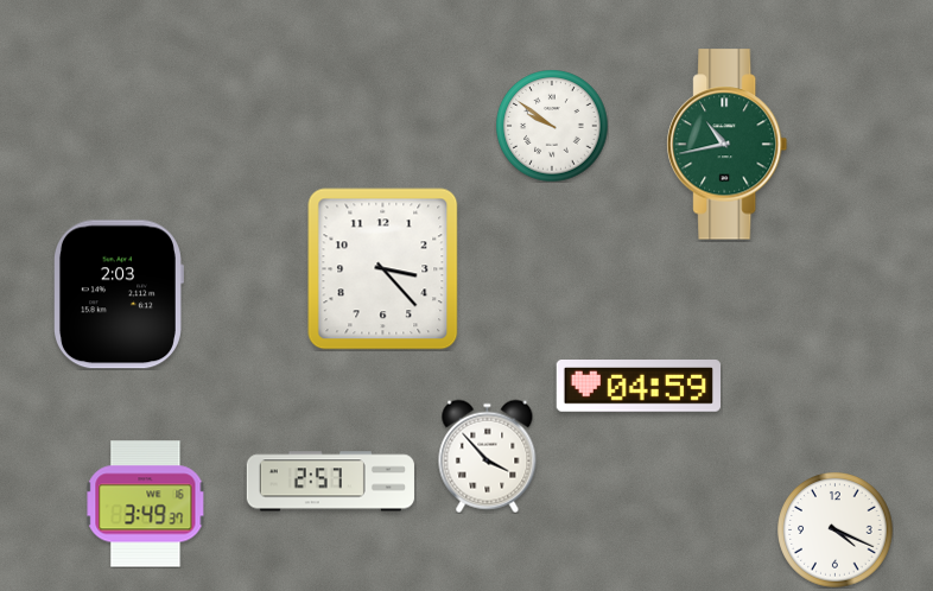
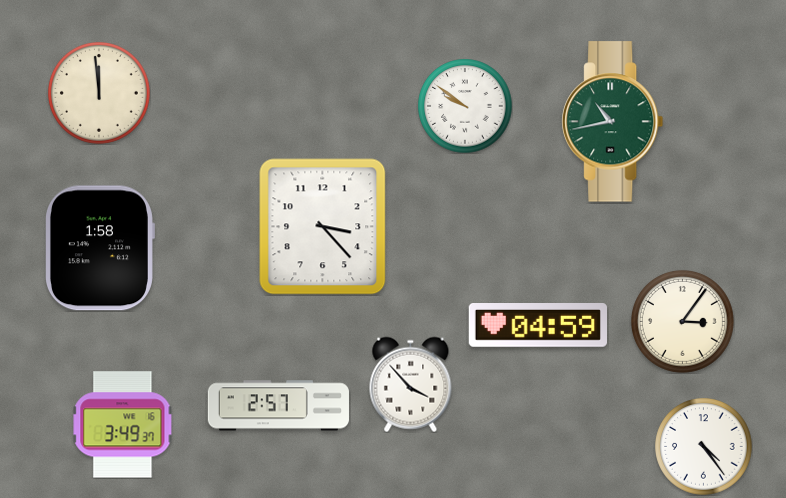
clock at (99, 93): none -> 11:59
clock at (119, 294): 2:03 -> 1:58
clock at (682, 321): none -> 3:06
clock at (836, 530): 4:19 -> 4:24
